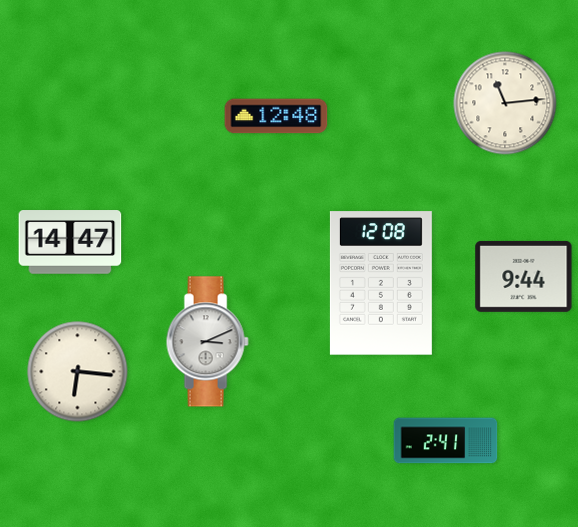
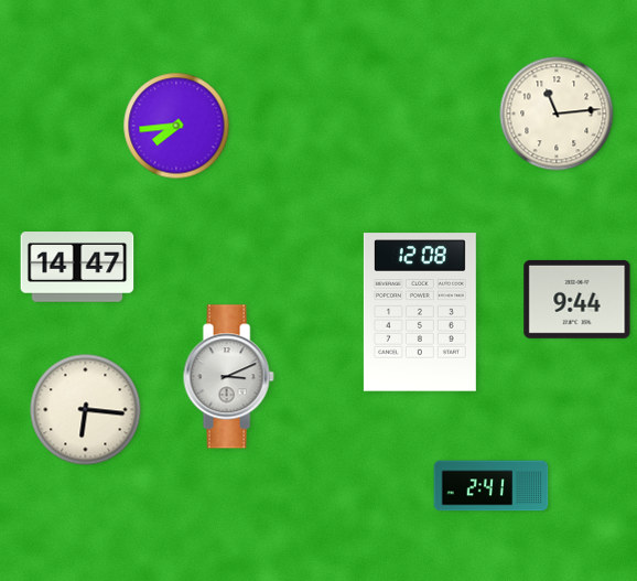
clock at (176, 126): none -> 7:44
clock at (276, 116): 12:48 -> none
clock at (524, 276) position: (524, 276) -> (577, 299)
